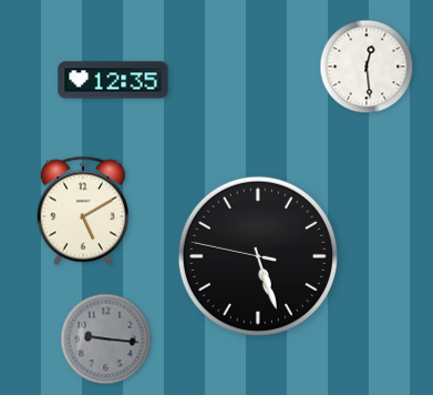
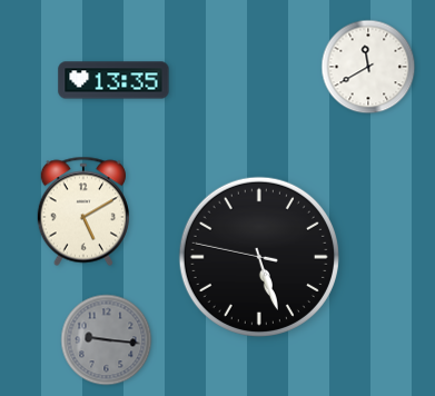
clock at (367, 67): 12:29 -> 11:40
clock at (113, 80): 12:35 -> 13:35
